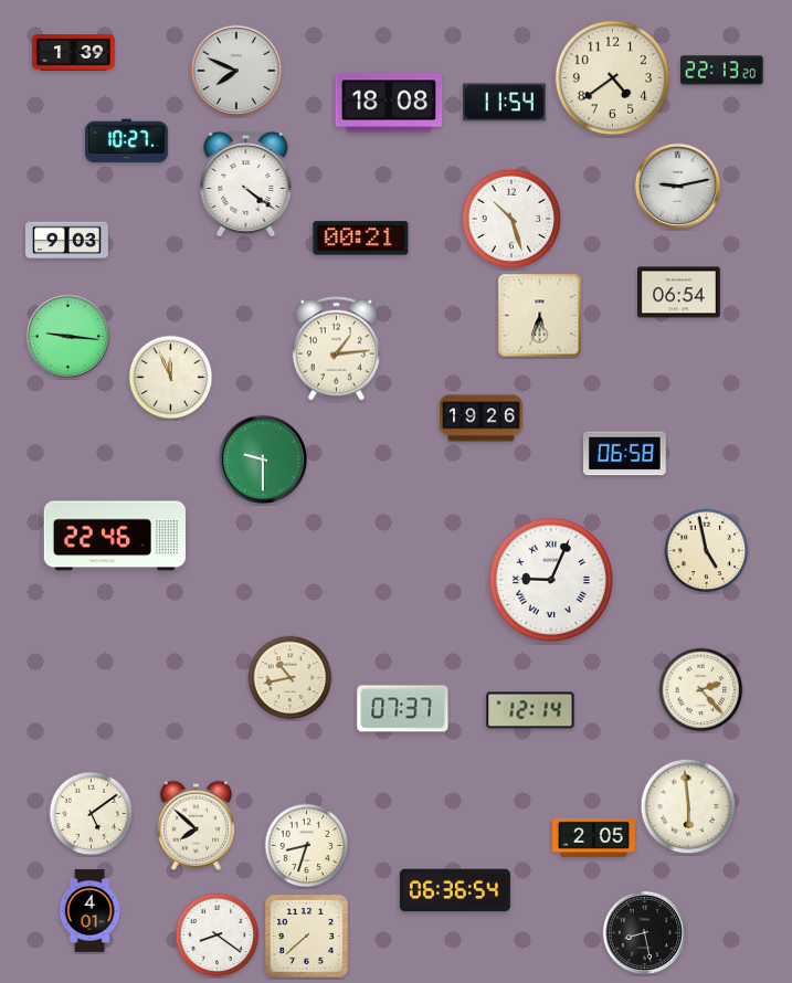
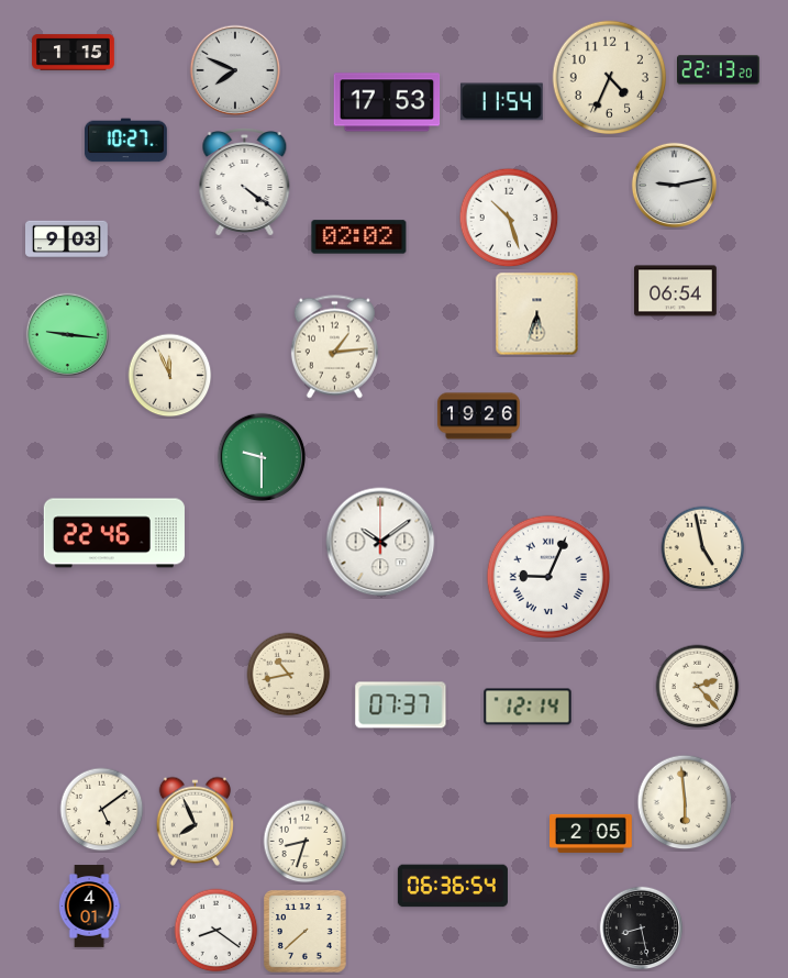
clock at (74, 53): 1:39 -> 1:15
clock at (613, 78): 4:39 -> 4:34
clock at (389, 103): 18:08 -> 17:53
clock at (361, 239): 00:21 -> 02:02
clock at (624, 454): 06:58 -> none
clock at (380, 542): none -> 10:09
clock at (92, 814) position: (92, 814) -> (102, 810)
clock at (196, 825): 7:52 -> 7:56
